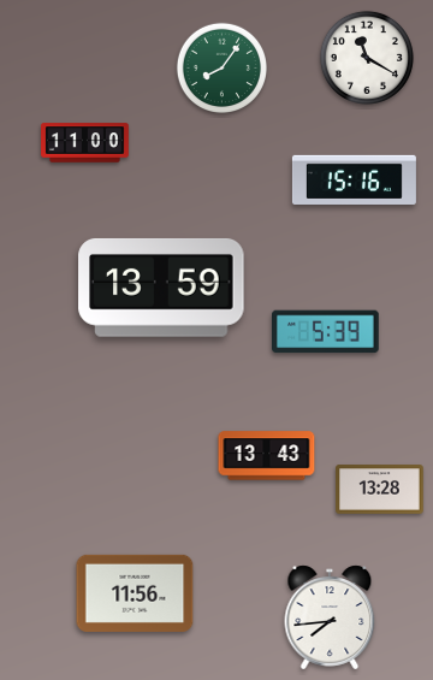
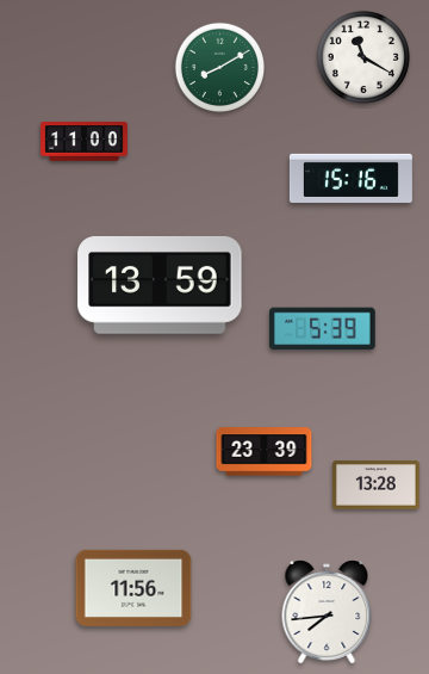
clock at (223, 69): 8:06 -> 8:10
clock at (267, 456): 13:43 -> 23:39
